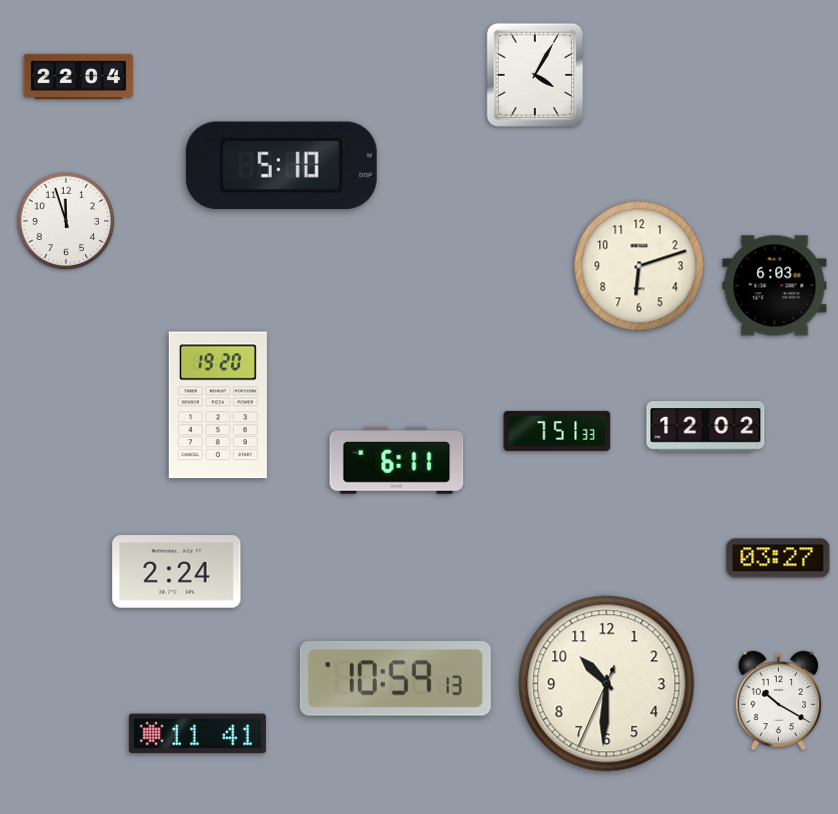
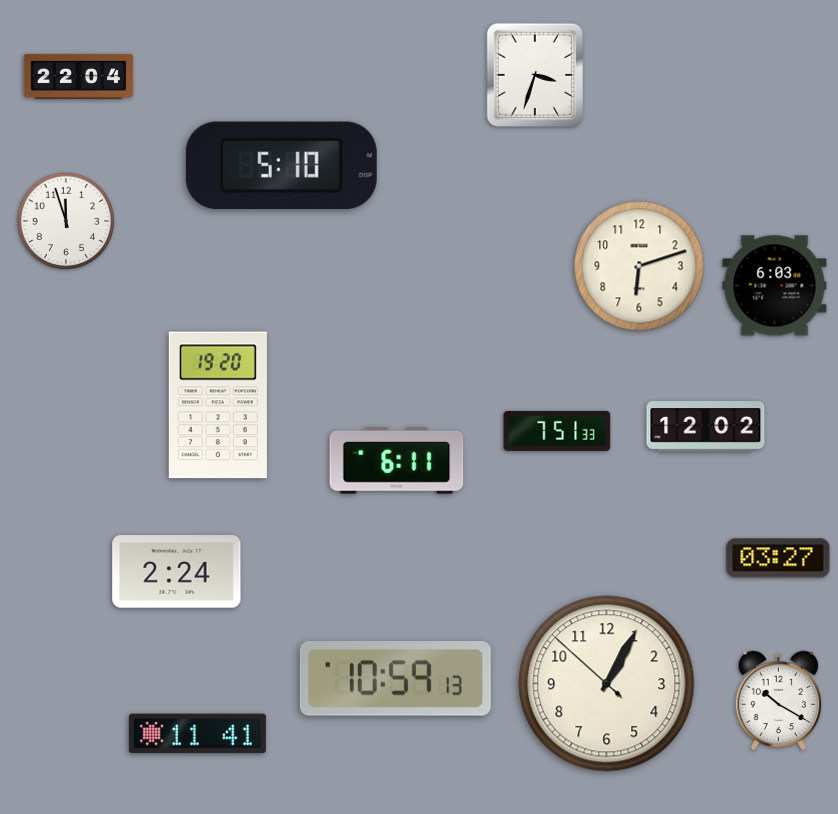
clock at (535, 75): 4:05 -> 3:33
clock at (607, 684): 10:30 -> 1:04
